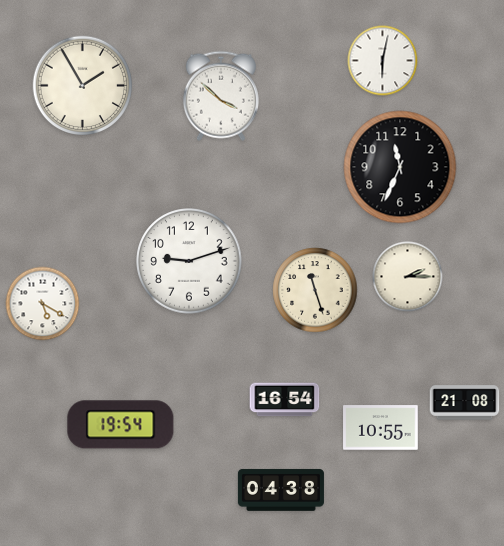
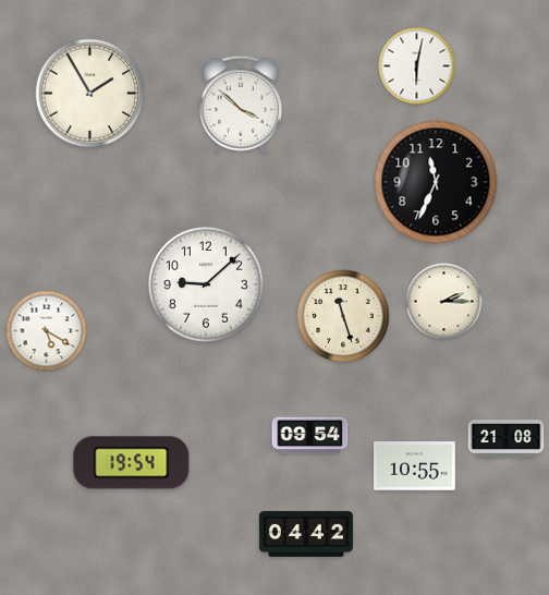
clock at (189, 261): 9:12 -> 9:08
clock at (285, 400): 16:54 -> 09:54
clock at (281, 490): 04:38 -> 04:42
